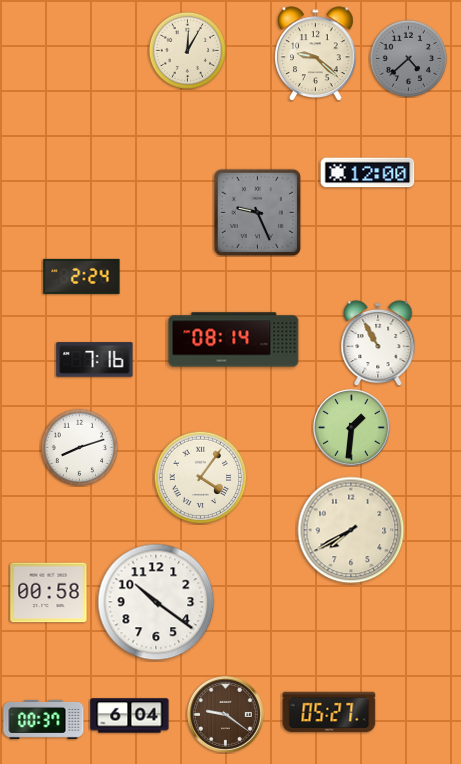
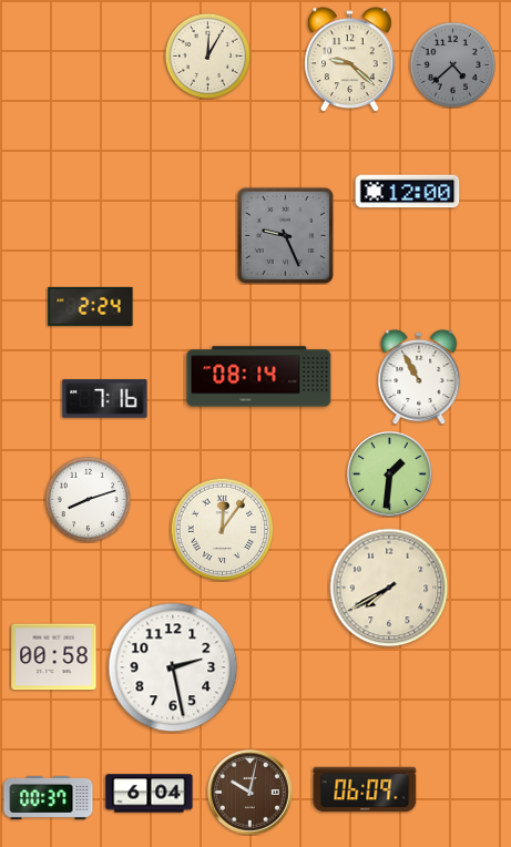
clock at (378, 343) position: (378, 343) -> (419, 377)
clock at (79, 447) position: (79, 447) -> (88, 499)
clock at (200, 477): 4:06 -> 12:06
clock at (156, 602): 10:21 -> 2:28
clock at (329, 712): 05:27 -> 06:09
clock at (226, 715): 9:21 -> 10:02
clock at (130, 716) position: (130, 716) -> (150, 794)
